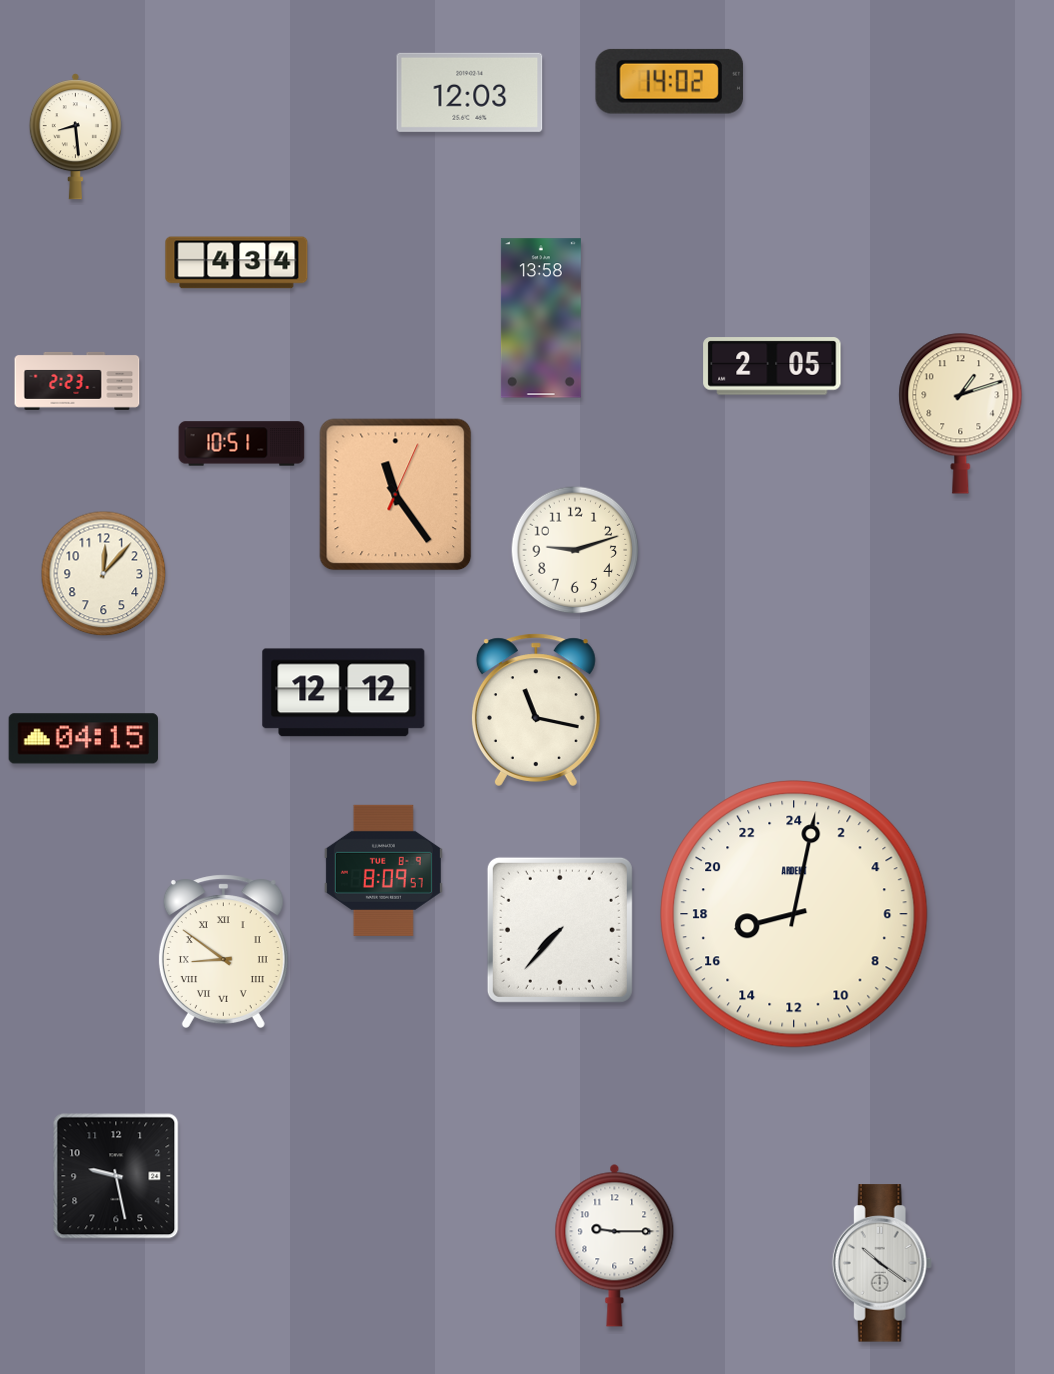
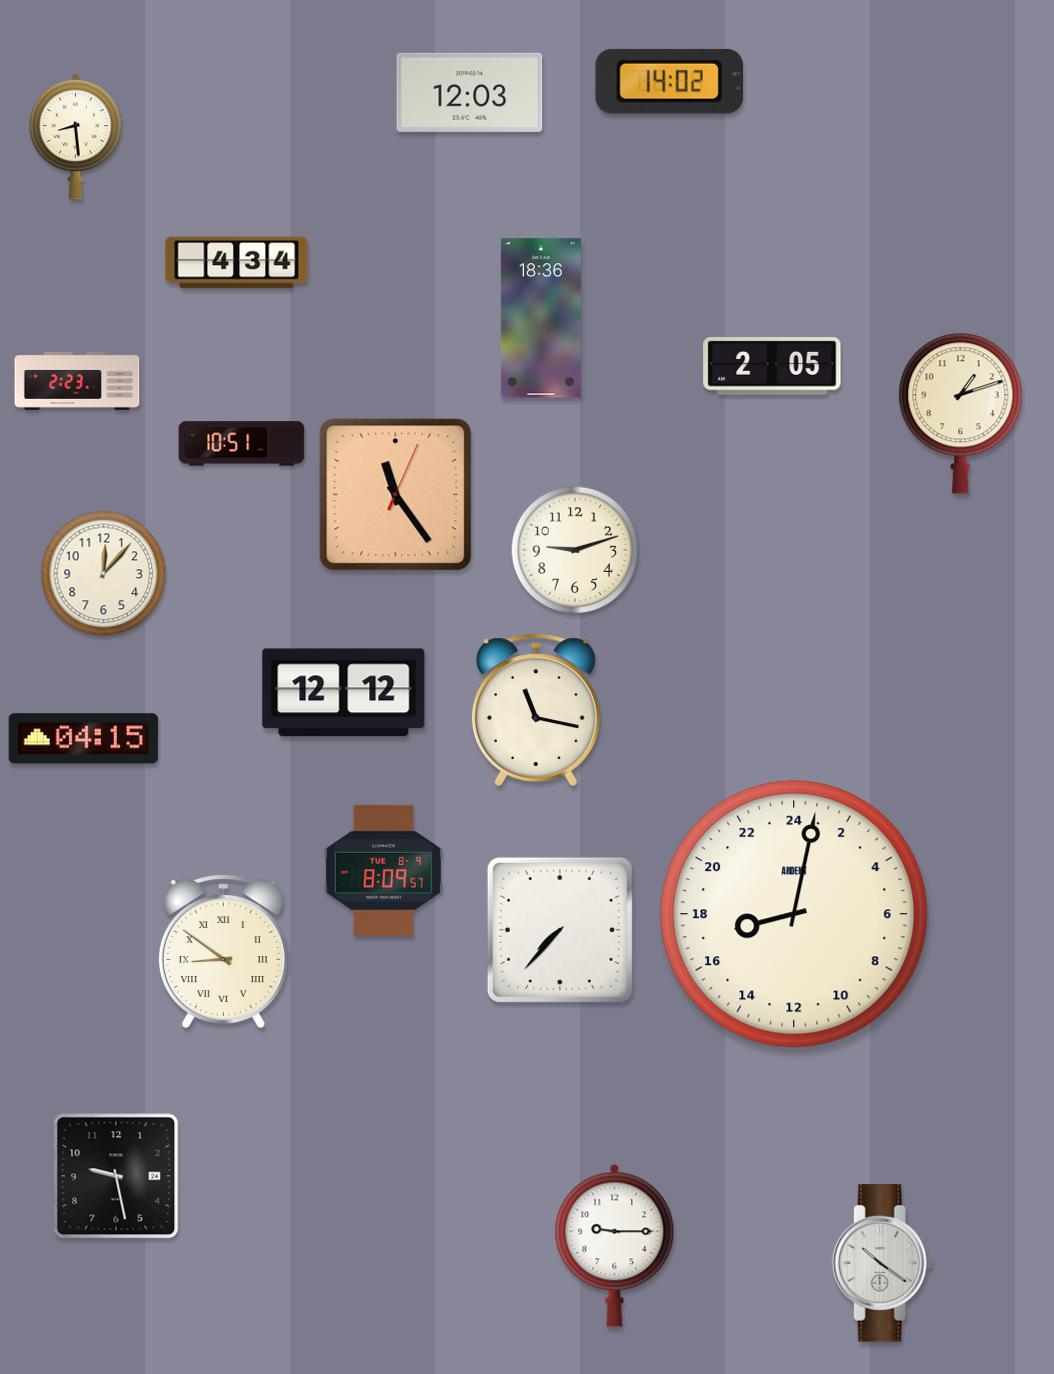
clock at (541, 318): 13:58 -> 18:36
